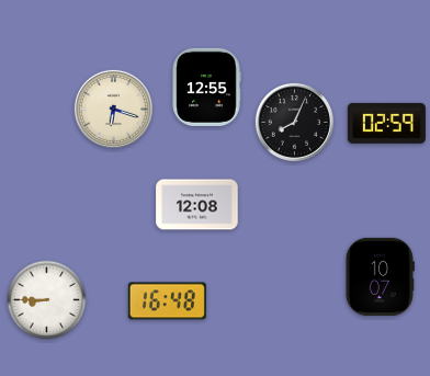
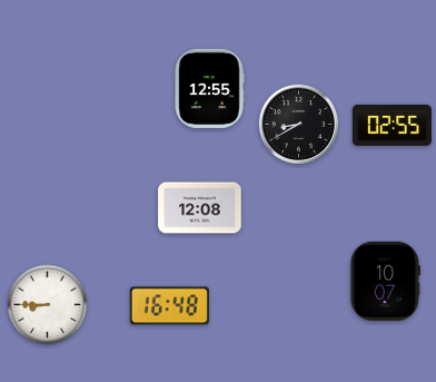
clock at (113, 109): 6:18 -> none
clock at (294, 122): 8:04 -> 8:40
clock at (386, 123): 02:59 -> 02:55
